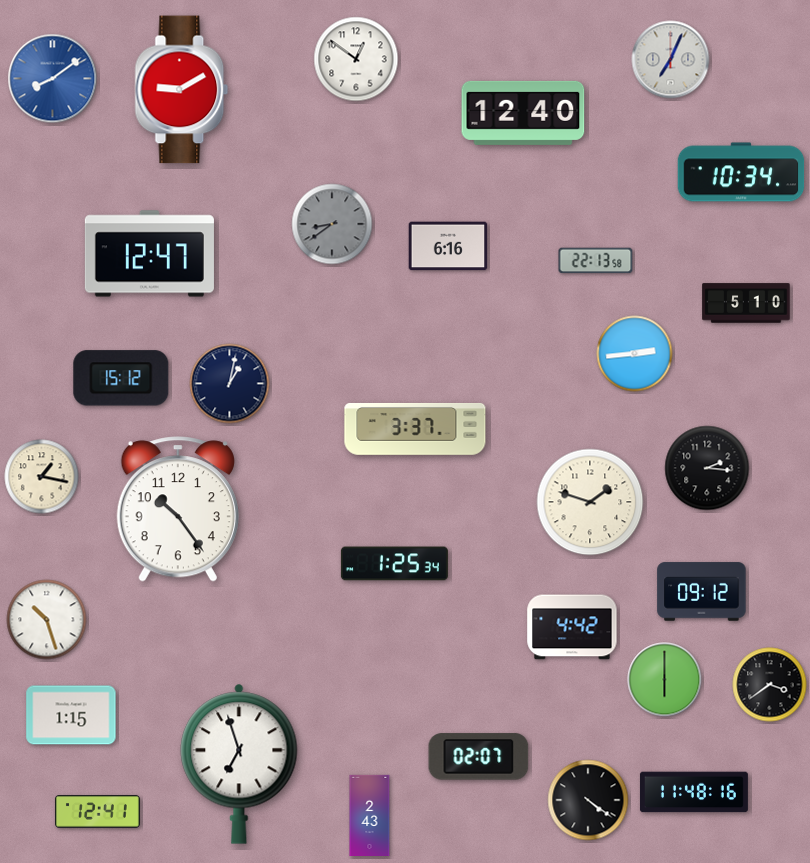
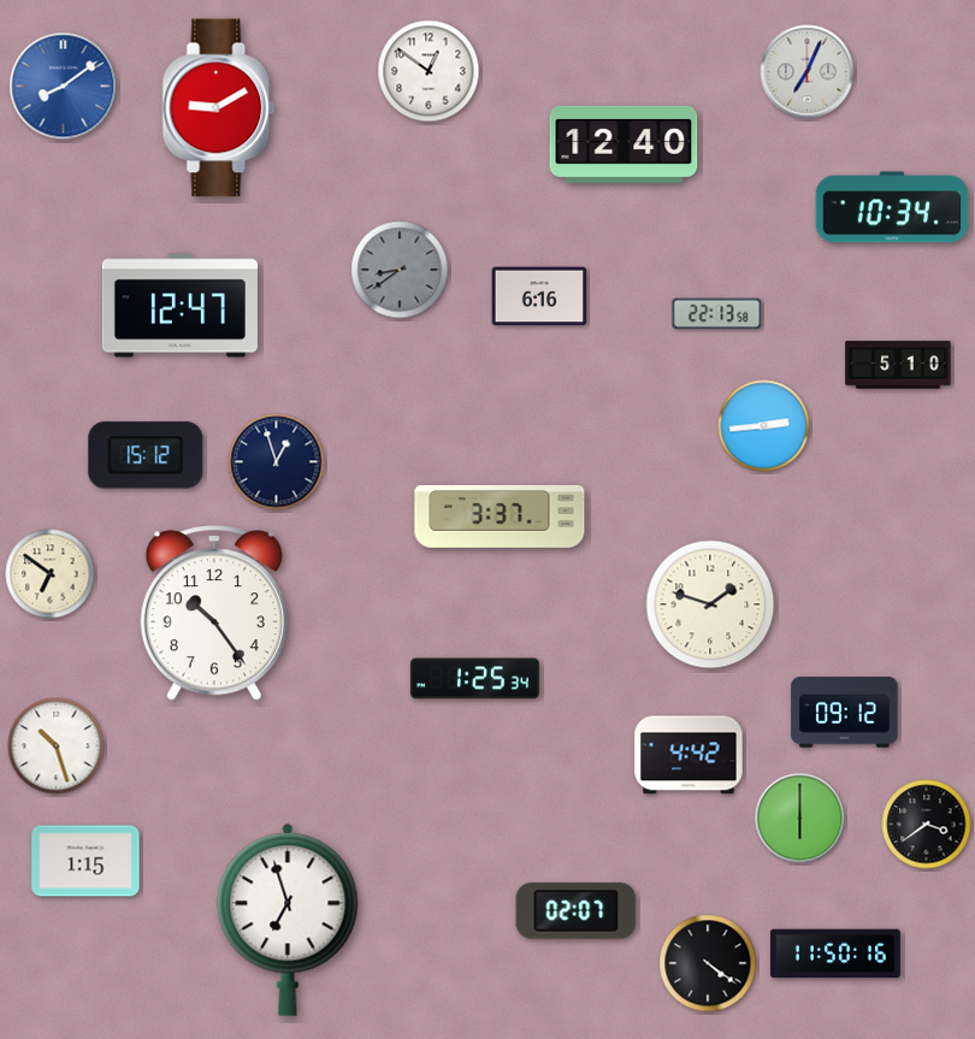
clock at (53, 79) position: (53, 79) -> (64, 87)
clock at (523, 113) position: (523, 113) -> (624, 144)
clock at (230, 384): 1:02 -> 12:57
clock at (707, 468): 2:16 -> none
clock at (42, 477): 1:17 -> 6:51
clock at (694, 792): 11:48 -> 11:50
clock at (98, 812): 12:41 -> none
clock at (370, 815): 2:43 -> none
